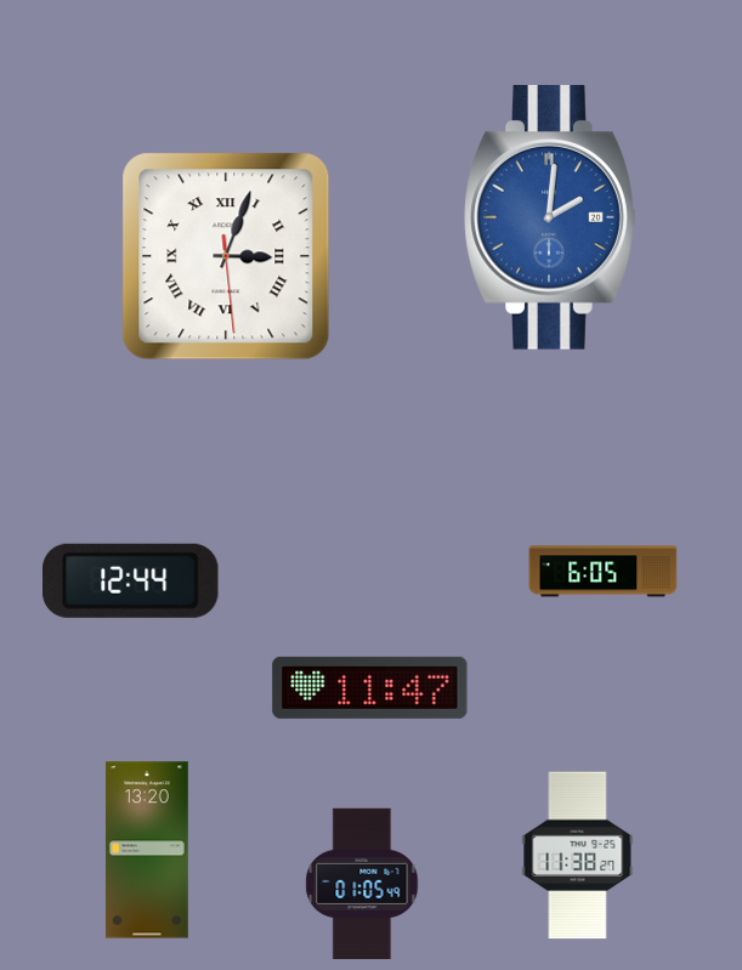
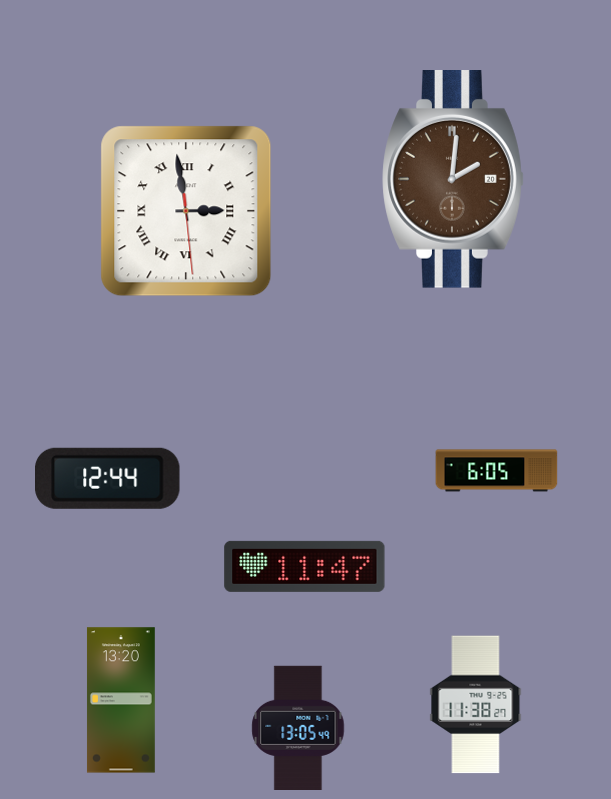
clock at (550, 219) dial: blue -> brown
clock at (226, 256): 3:03 -> 2:58
clock at (362, 883): 01:05 -> 13:05
